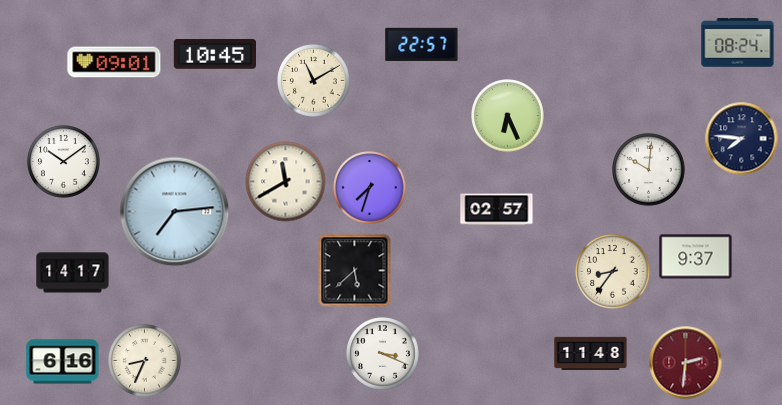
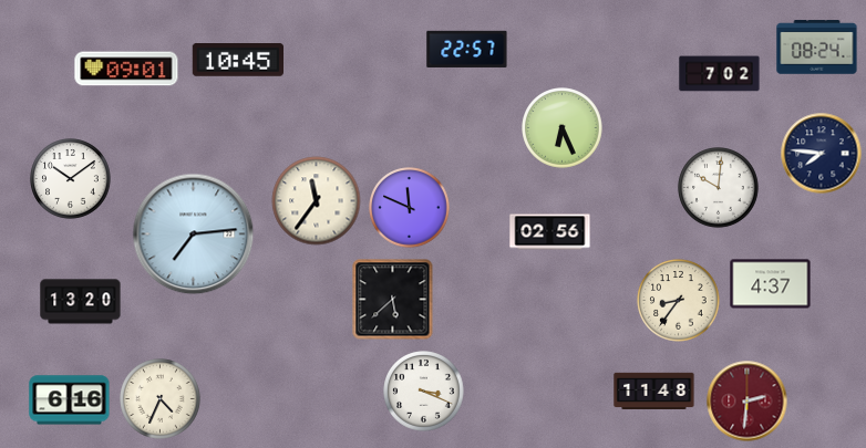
clock at (720, 74): none -> 7:02
clock at (314, 81): 11:10 -> none
clock at (286, 182): 11:40 -> 11:36
clock at (370, 188): 7:33 -> 11:49
clock at (497, 210): 02:57 -> 02:56
clock at (696, 257): 9:37 -> 4:37
clock at (73, 273): 14:17 -> 13:20
clock at (145, 361): 8:34 -> 4:34
clock at (686, 363) position: (686, 363) -> (748, 402)
